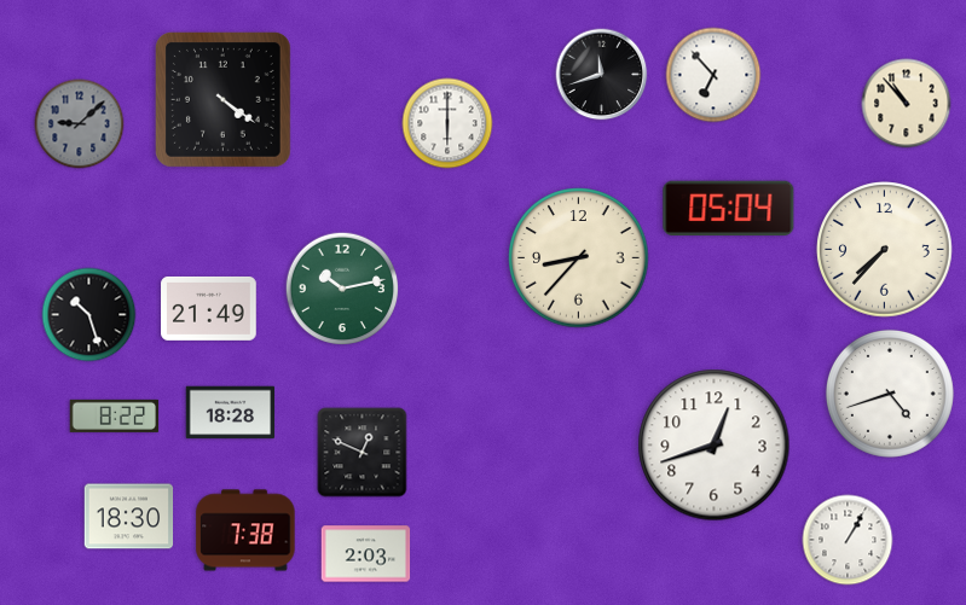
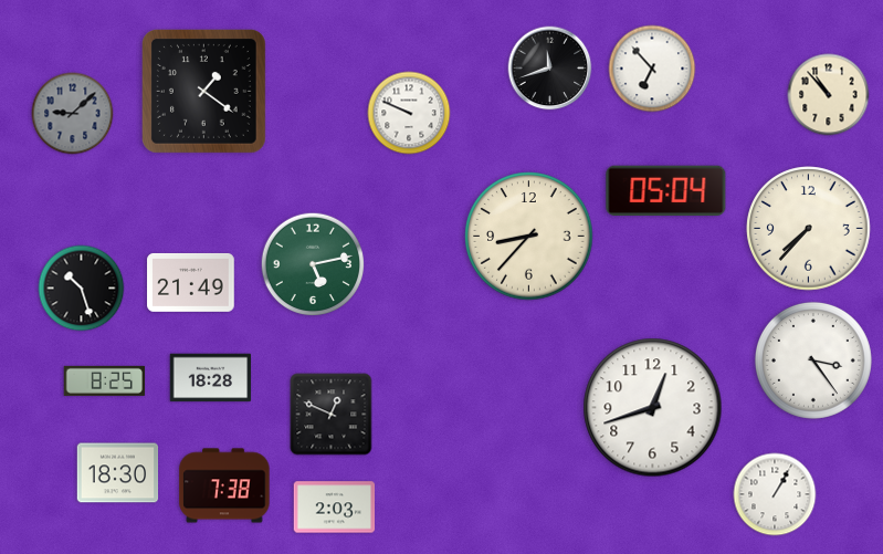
clock at (222, 99): 4:21 -> 1:21
clock at (447, 123): 6:00 -> 9:49
clock at (342, 289): 10:13 -> 5:13
clock at (890, 394): 4:42 -> 3:24
clock at (115, 415): 8:22 -> 8:25
